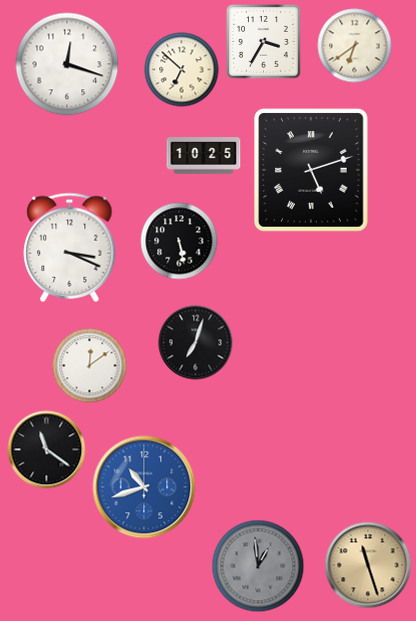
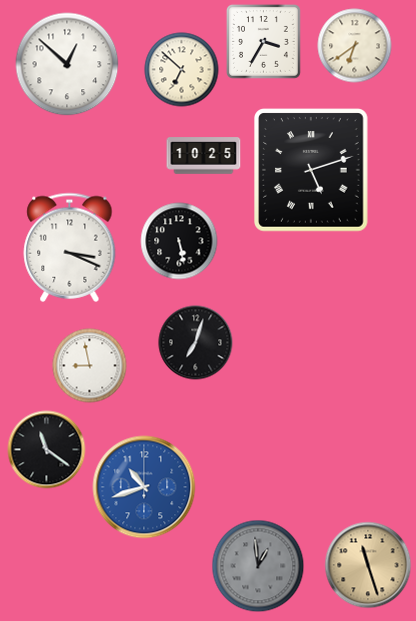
clock at (67, 64): 12:18 -> 12:52
clock at (90, 366): 12:09 -> 8:58
